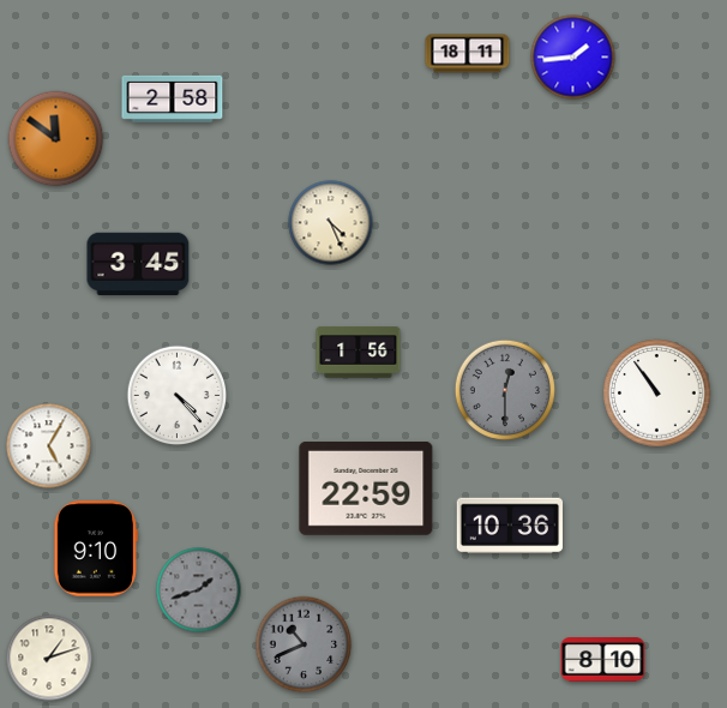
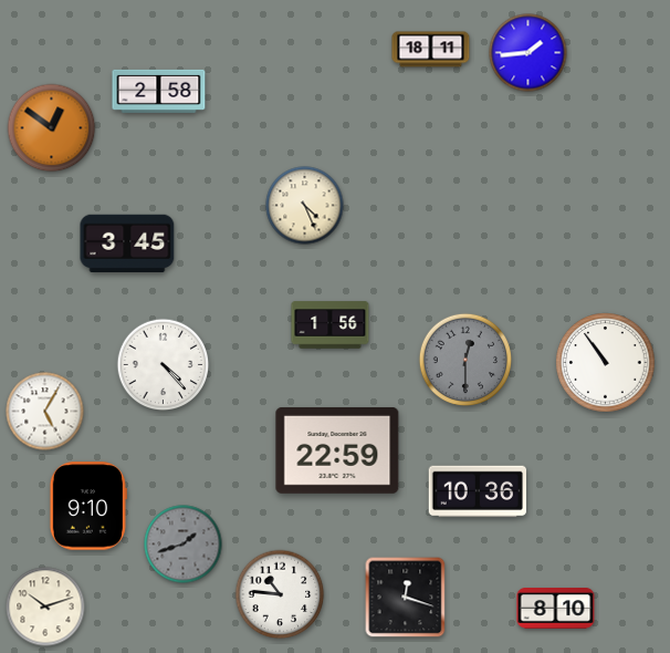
clock at (56, 139): 11:51 -> 12:51
clock at (509, 526) position: (509, 526) -> (477, 491)
clock at (304, 644): 10:41 -> 10:46
clock at (304, 644) dial: grey -> white
clock at (406, 598): none -> 12:18
clock at (49, 658): 1:12 -> 10:12
